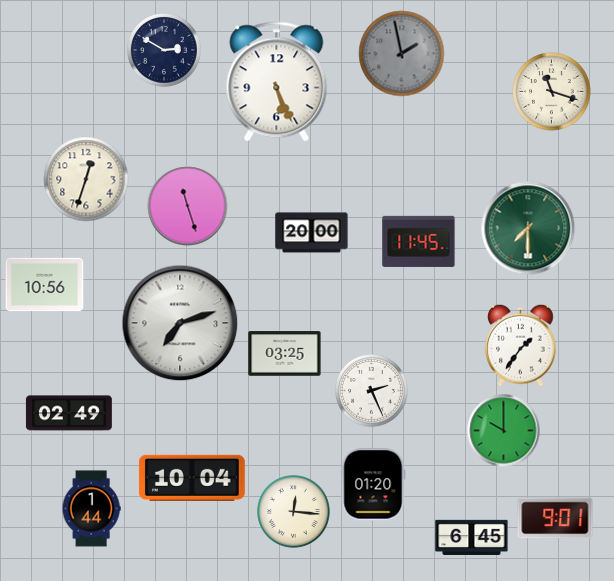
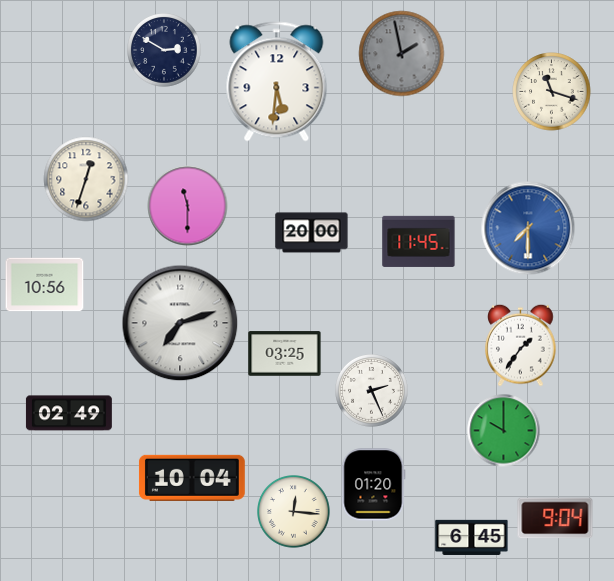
clock at (277, 82): 5:26 -> 5:31
clock at (188, 206): 11:27 -> 11:30
clock at (528, 228) dial: green -> blue
clock at (91, 509): 1:44 -> none
clock at (555, 518): 9:01 -> 9:04
